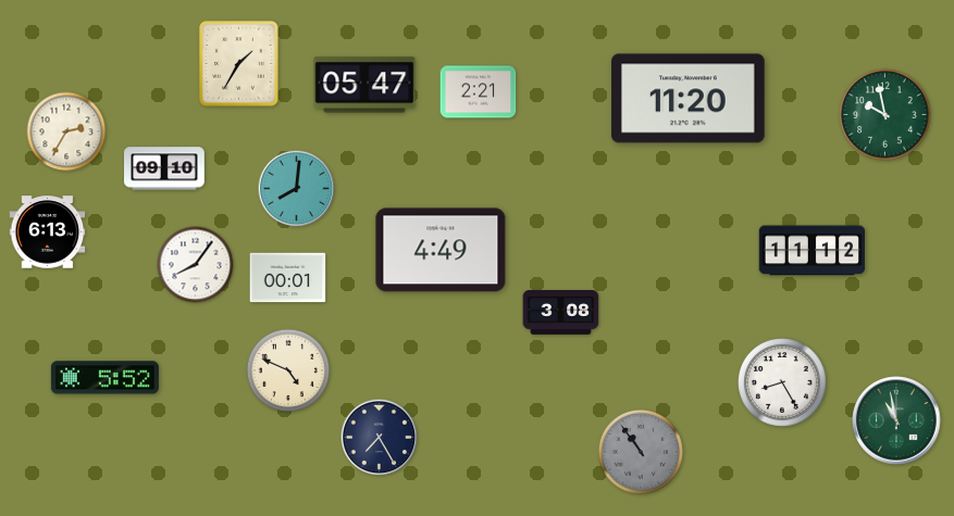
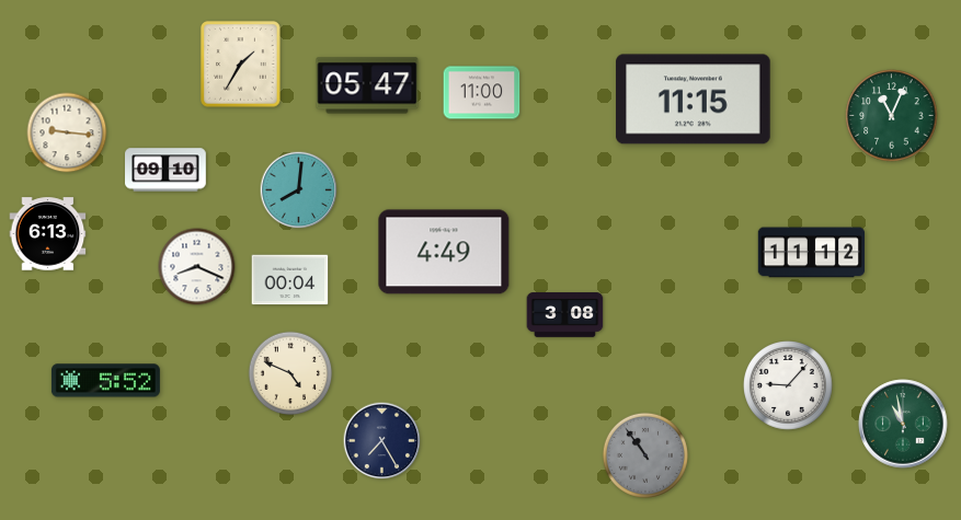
clock at (479, 92): 2:21 -> 11:00
clock at (689, 99): 11:20 -> 11:15
clock at (885, 115): 9:58 -> 11:04
clock at (66, 131): 2:35 -> 9:16
clock at (813, 251) position: (813, 251) -> (812, 253)
clock at (196, 265): 8:06 -> 8:19
clock at (288, 278): 00:01 -> 00:04
clock at (782, 382): 8:25 -> 9:07
